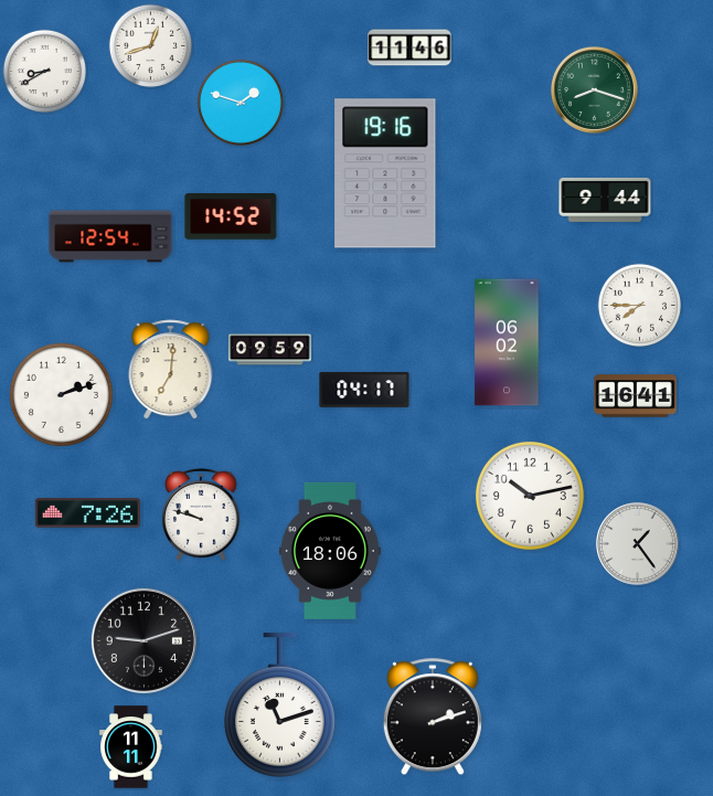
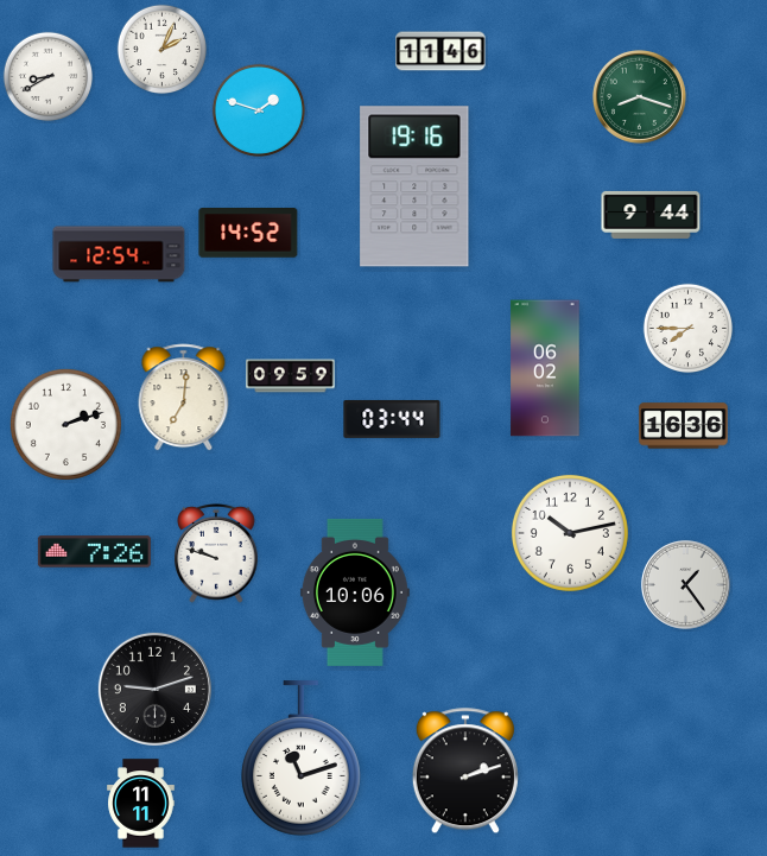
clock at (151, 46): 12:42 -> 2:04
clock at (364, 390): 04:17 -> 03:44
clock at (636, 396): 16:41 -> 16:36
clock at (330, 551): 18:06 -> 10:06
